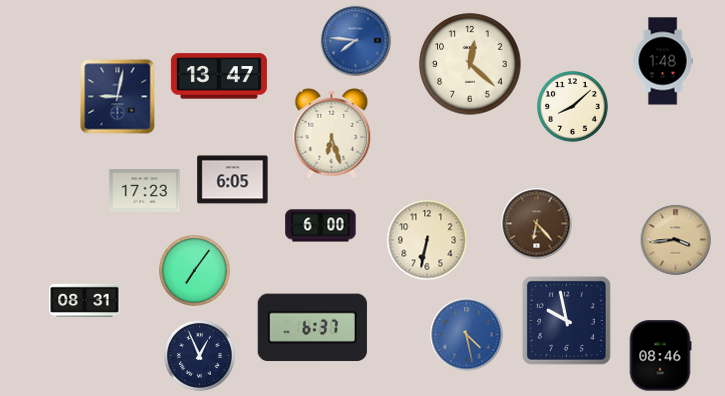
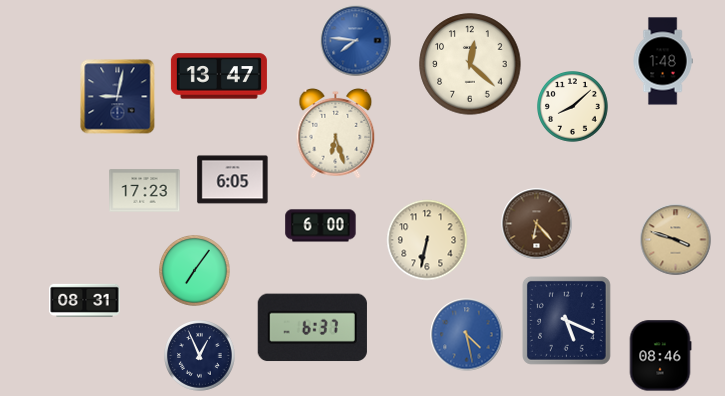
clock at (332, 133) position: (332, 133) -> (336, 133)
clock at (676, 240): 3:44 -> 3:48
clock at (566, 320): 9:58 -> 5:19
